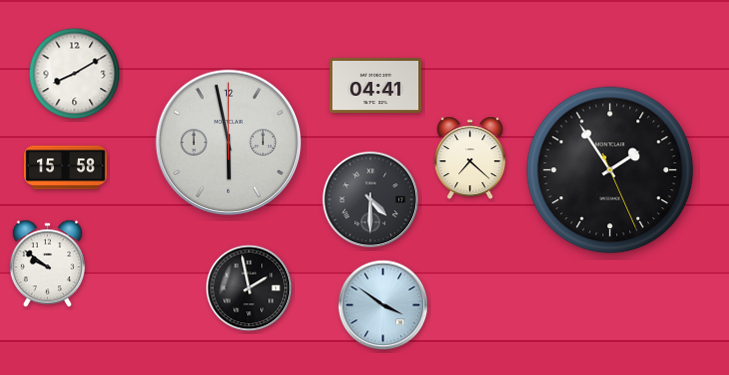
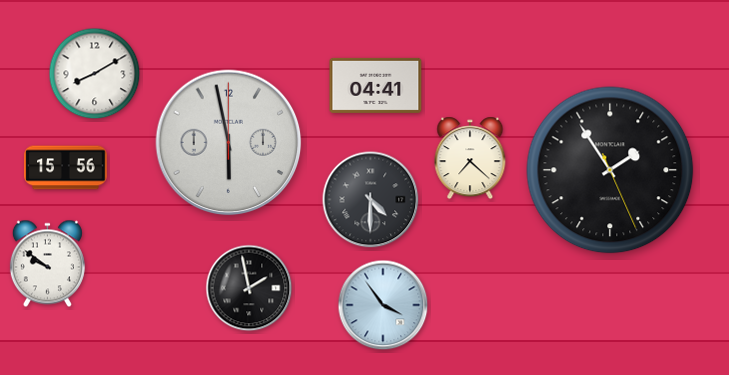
clock at (75, 74) position: (75, 74) -> (95, 74)
clock at (66, 168): 15:58 -> 15:56
clock at (383, 305): 3:51 -> 3:54
